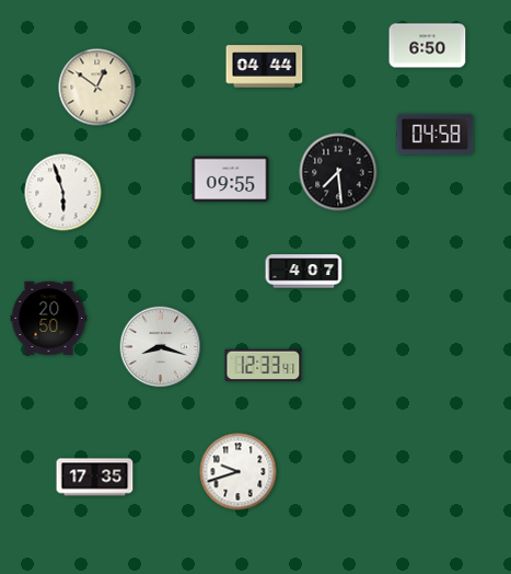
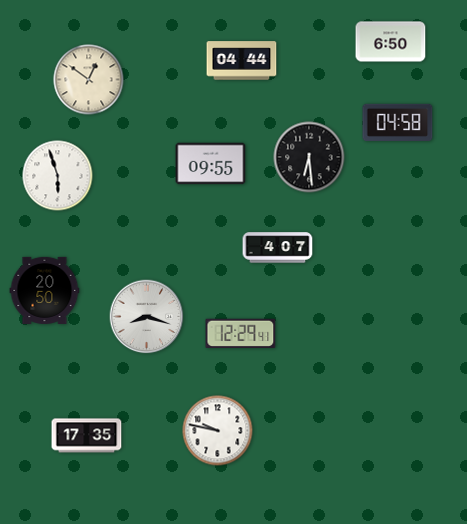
clock at (338, 172): 7:29 -> 6:29
clock at (264, 365): 12:33 -> 12:29
clock at (239, 472): 9:42 -> 9:47
